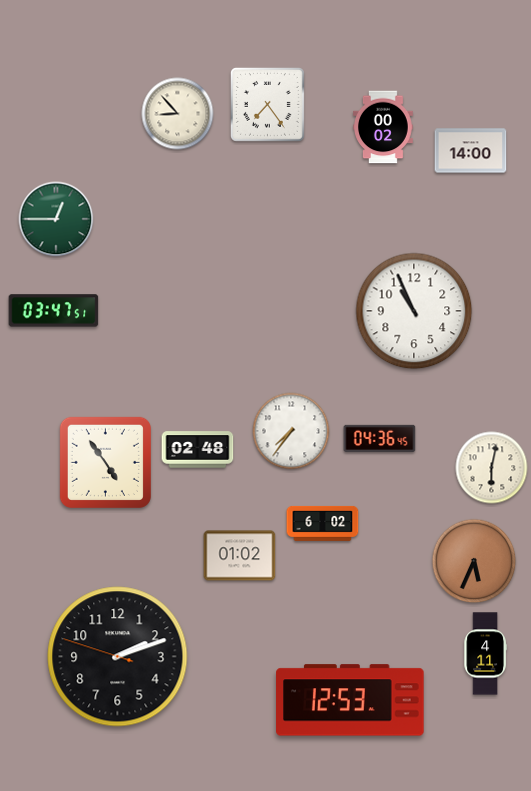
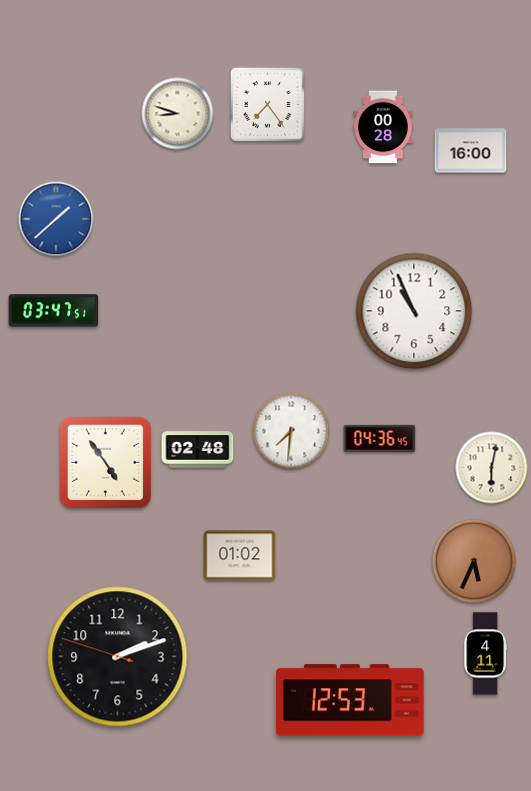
clock at (178, 114): 8:53 -> 8:48
clock at (384, 127): 00:02 -> 00:28
clock at (471, 151): 14:00 -> 16:00
clock at (56, 219): 12:45 -> 1:38
clock at (56, 219) dial: green -> blue
clock at (291, 431): 7:36 -> 7:31
clock at (323, 523): 6:02 -> none
